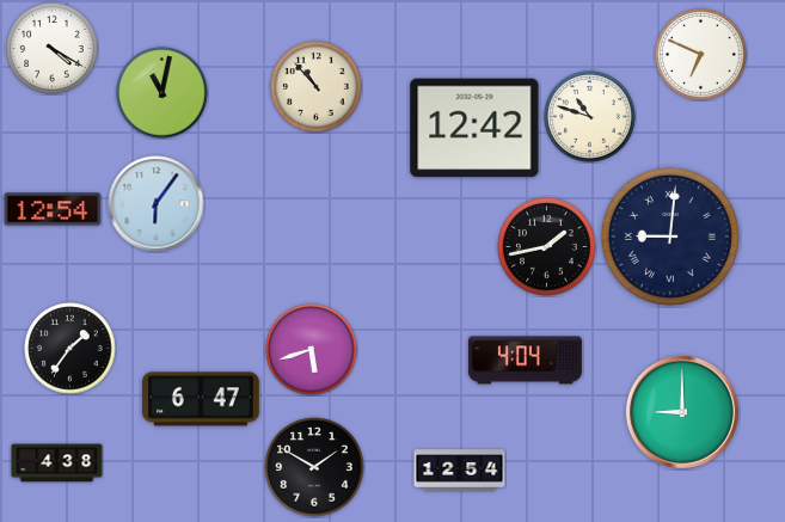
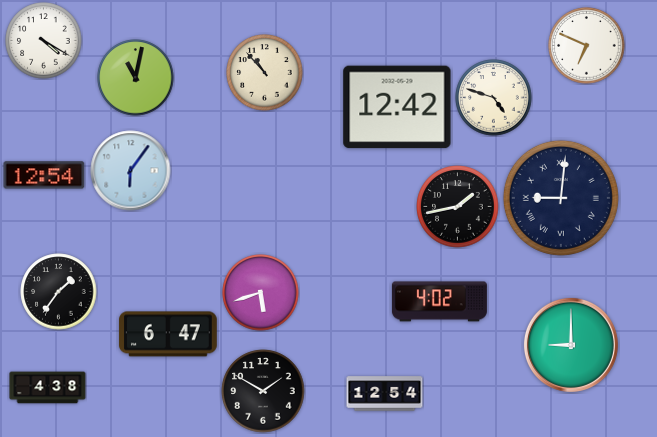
clock at (590, 117): 10:48 -> 4:48
clock at (525, 361): 4:04 -> 4:02
